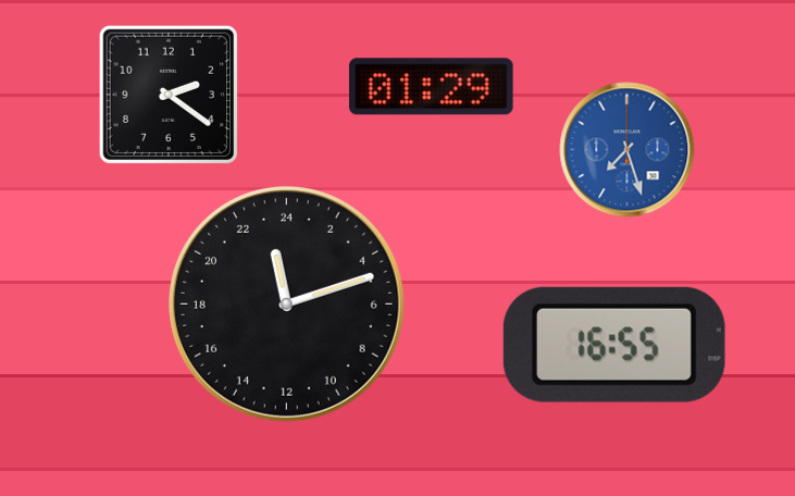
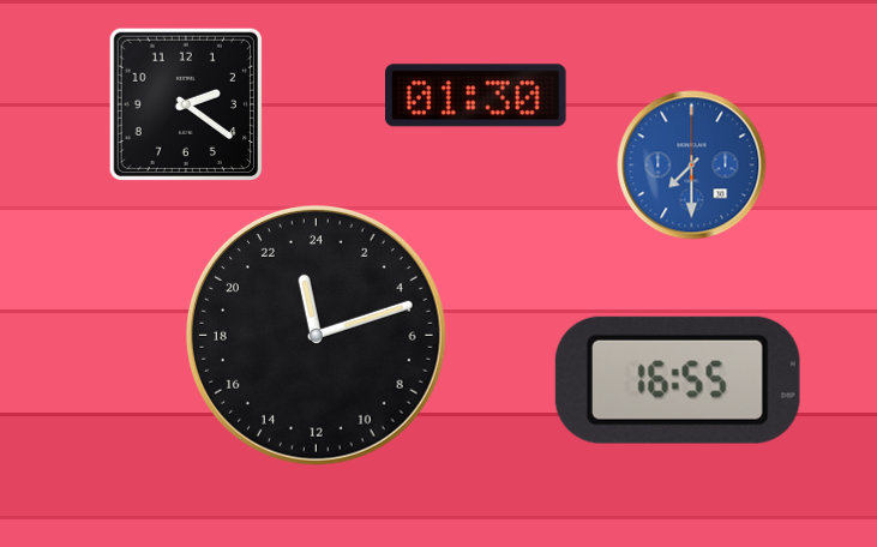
clock at (432, 87): 01:29 -> 01:30
clock at (628, 150): 7:27 -> 7:30
